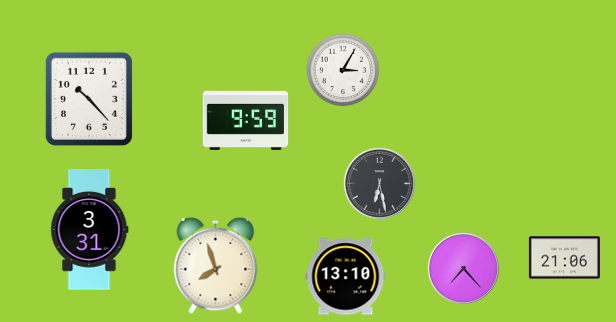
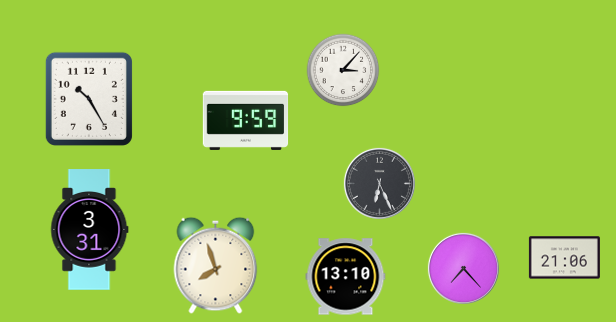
clock at (343, 70): 3:05 -> 3:07
clock at (89, 99): 10:23 -> 10:25
clock at (379, 183): 6:28 -> 6:26
